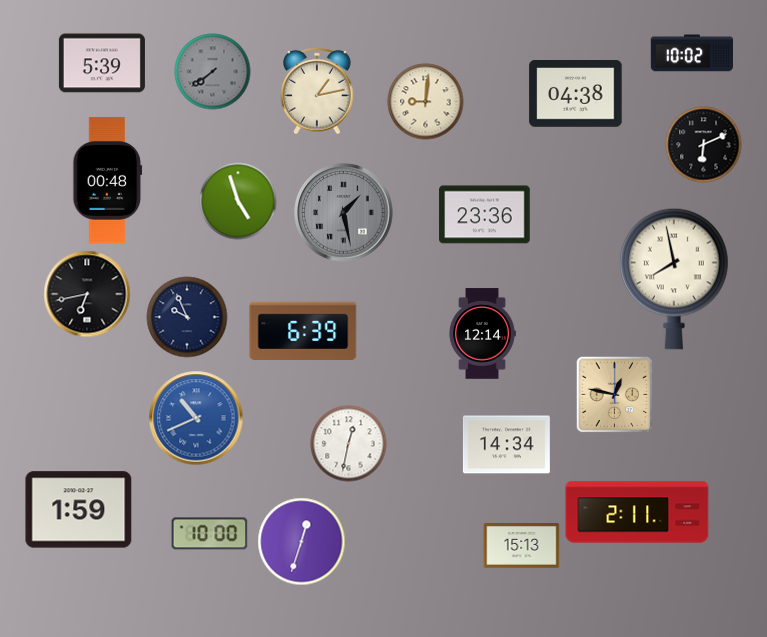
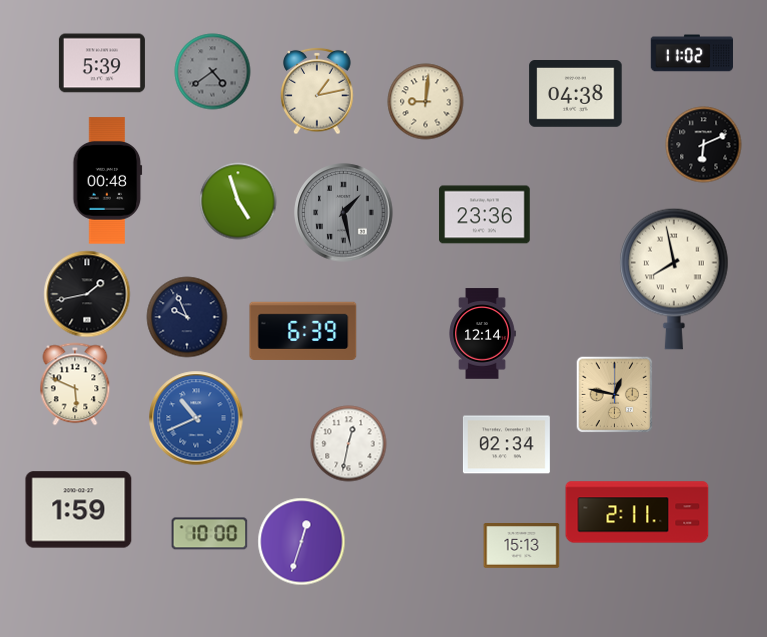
clock at (691, 53): 10:02 -> 11:02
clock at (213, 72): 7:39 -> 4:39
clock at (87, 294): 6:43 -> 1:43
clock at (75, 384): none -> 5:49
clock at (506, 445): 14:34 -> 02:34
